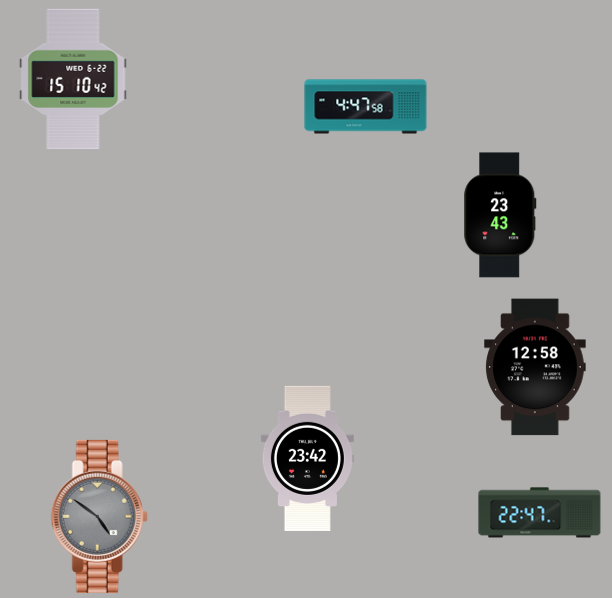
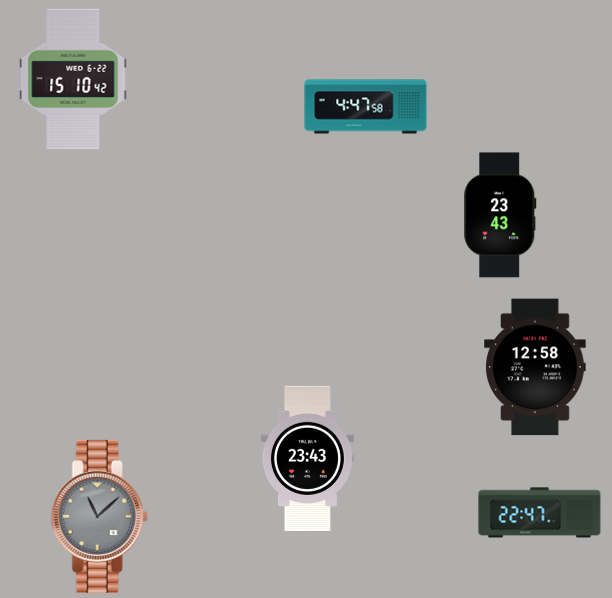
clock at (307, 458): 23:42 -> 23:43
clock at (99, 516): 4:51 -> 11:08
